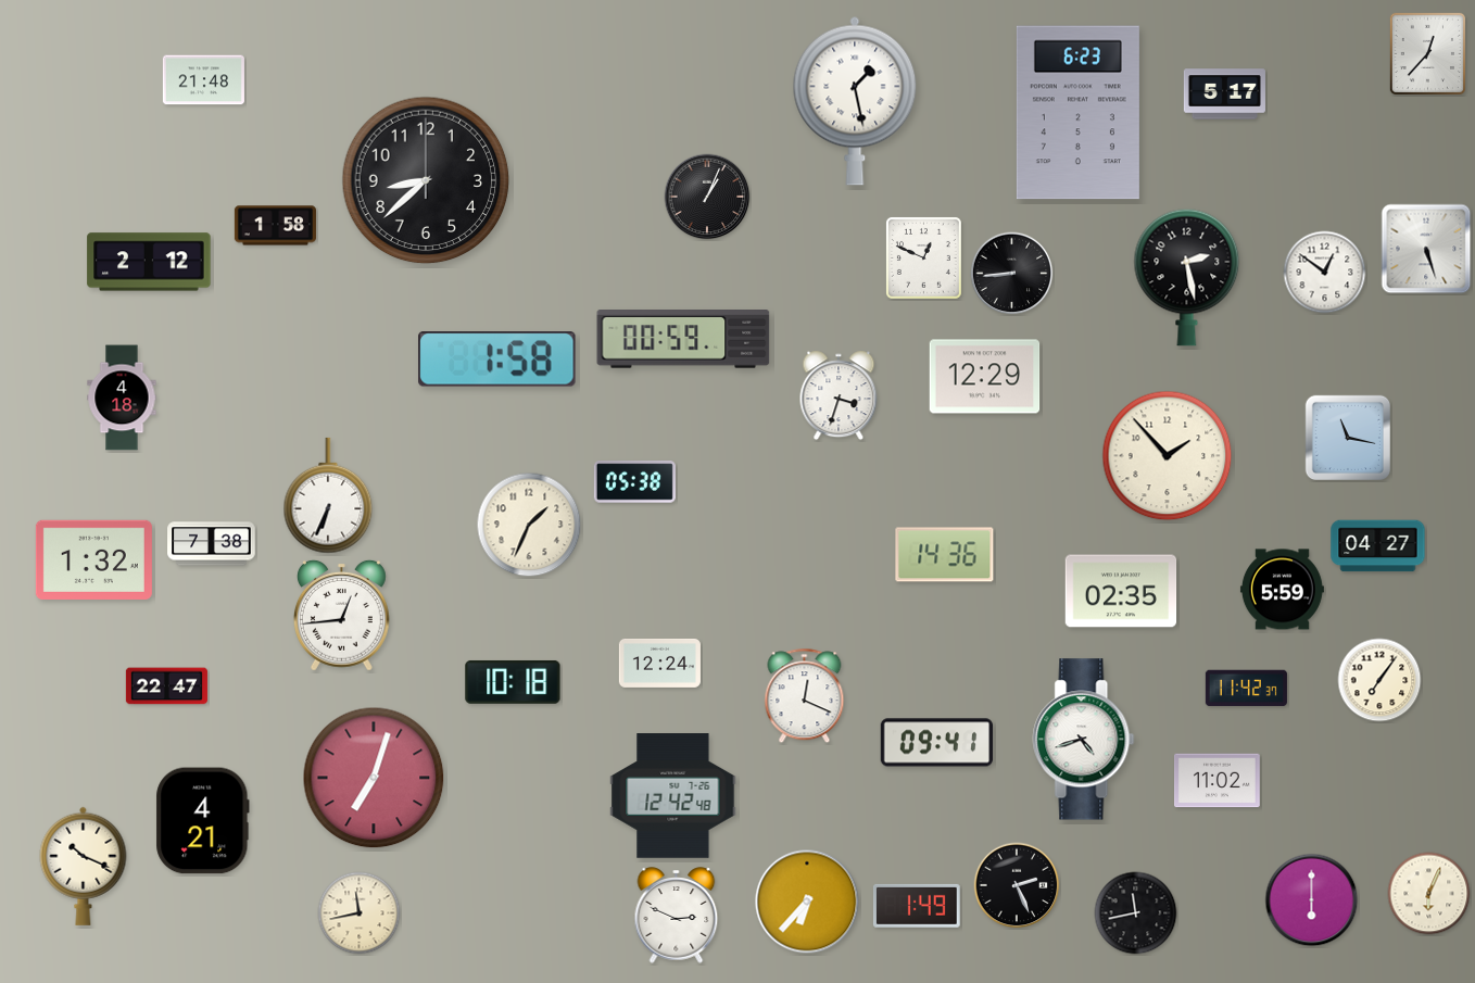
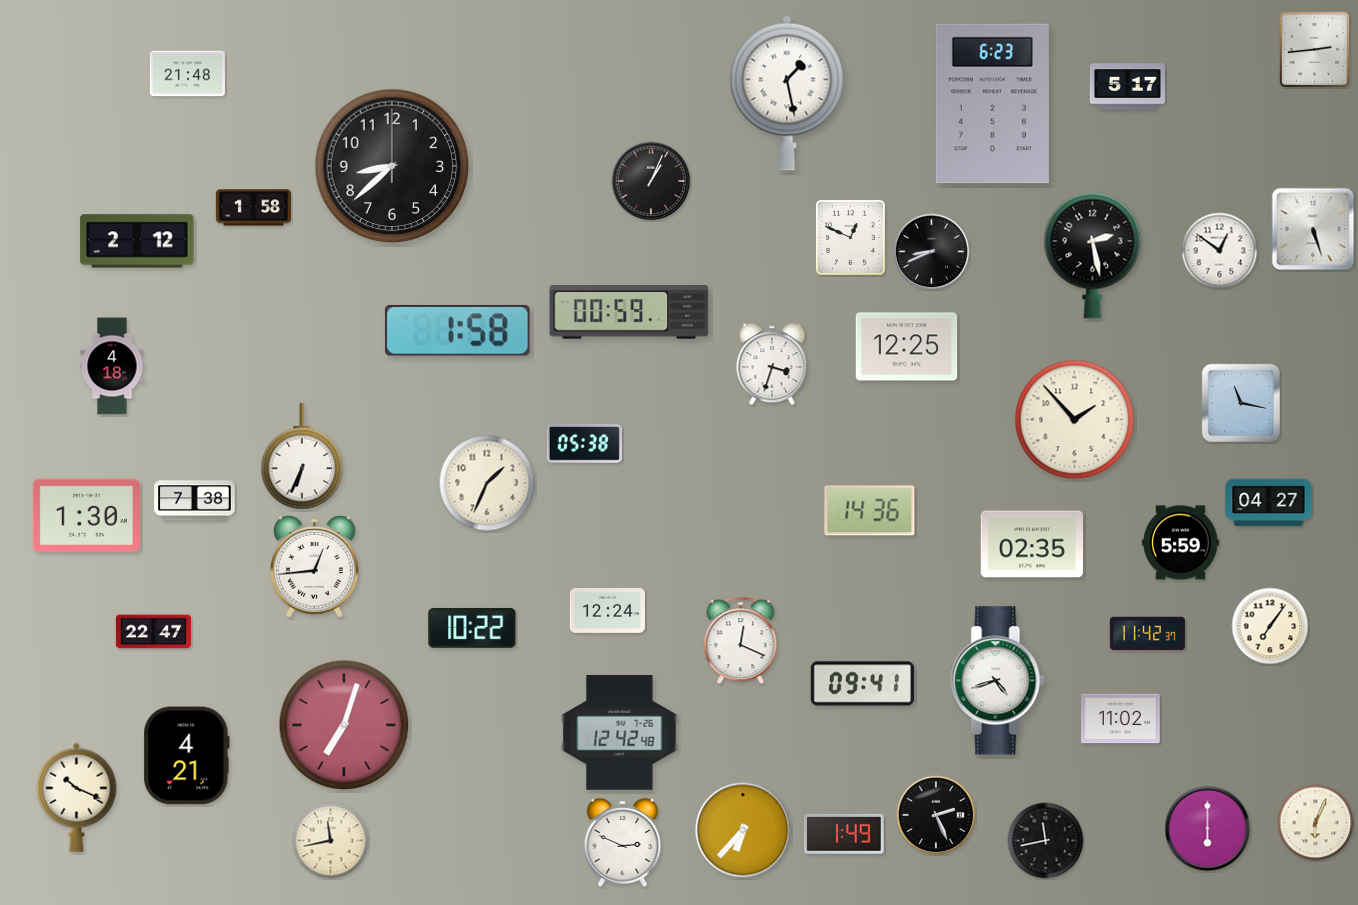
clock at (1427, 53): 12:37 -> 2:44
clock at (1012, 274): 8:44 -> 8:41
clock at (985, 377): 12:29 -> 12:25
clock at (93, 559): 1:32 -> 1:30
clock at (513, 682): 10:18 -> 10:22
clock at (374, 778) position: (374, 778) -> (344, 725)
